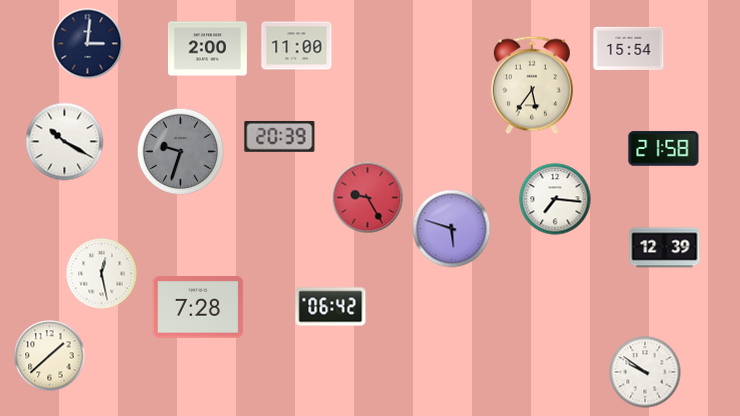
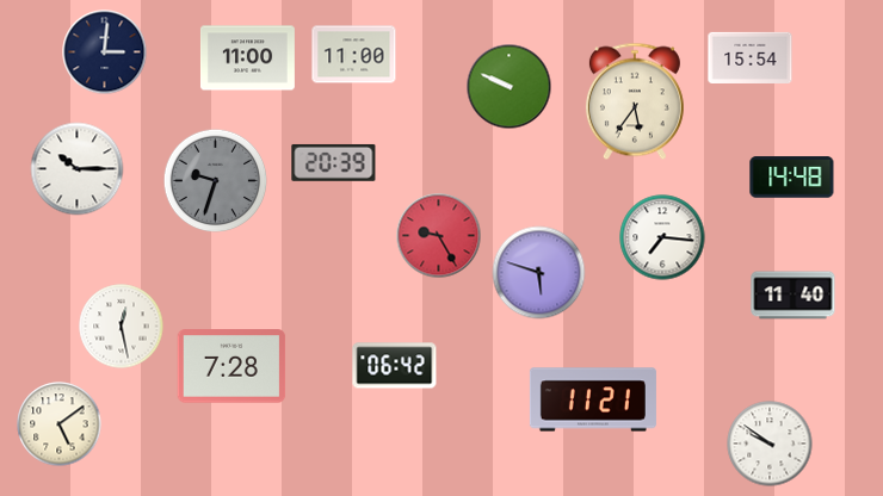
clock at (207, 49): 2:00 -> 11:00
clock at (510, 87): none -> 9:49
clock at (65, 142): 10:20 -> 10:15
clock at (664, 149): 21:58 -> 14:48
clock at (665, 248): 12:39 -> 11:40
clock at (198, 307) position: (198, 307) -> (231, 366)
clock at (593, 399): none -> 11:21
clock at (50, 356): 1:38 -> 5:09
